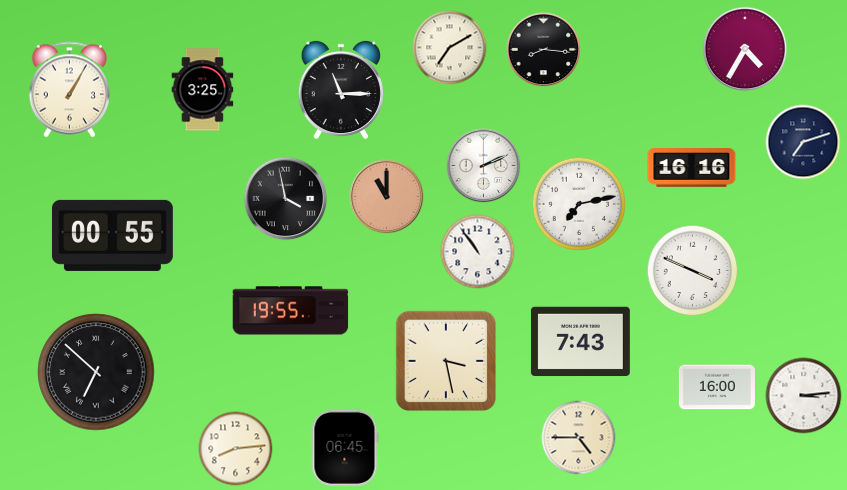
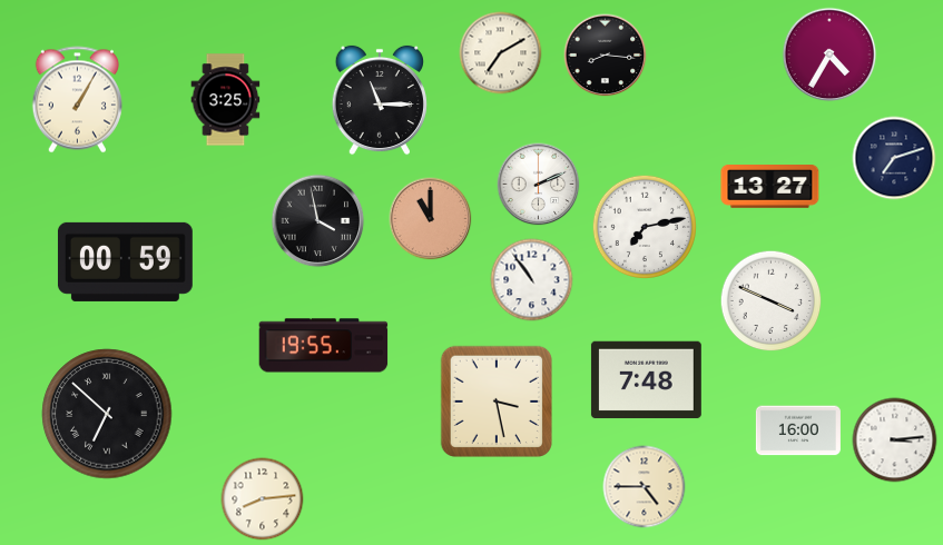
clock at (692, 168): 16:16 -> 13:27
clock at (112, 235): 00:55 -> 00:59
clock at (580, 342): 7:43 -> 7:48
clock at (345, 448): 06:45 -> none
